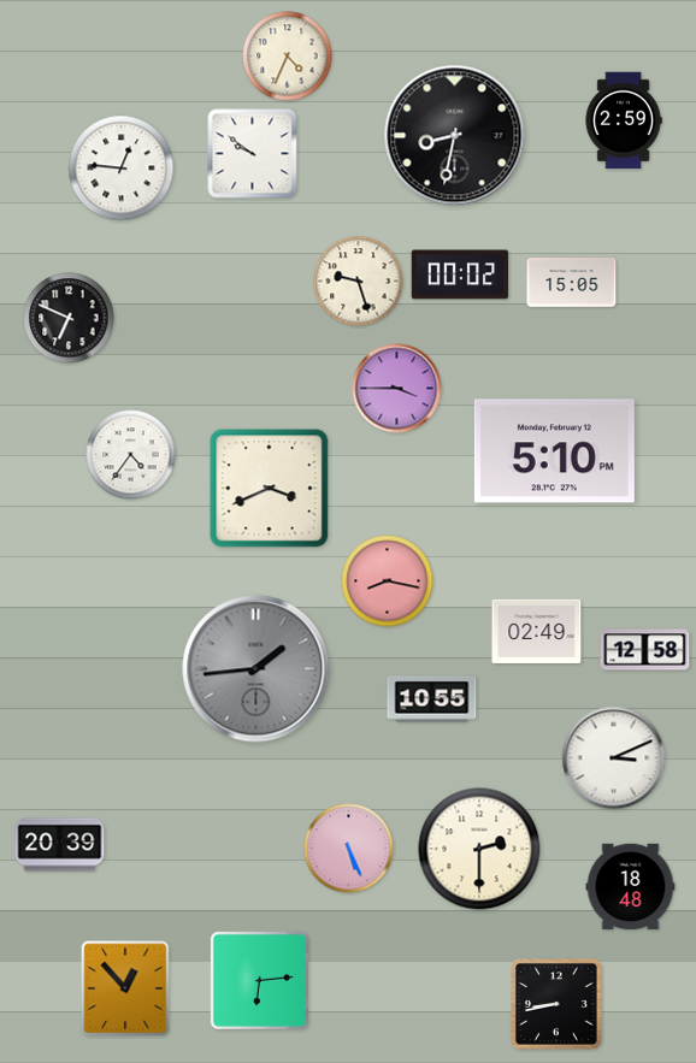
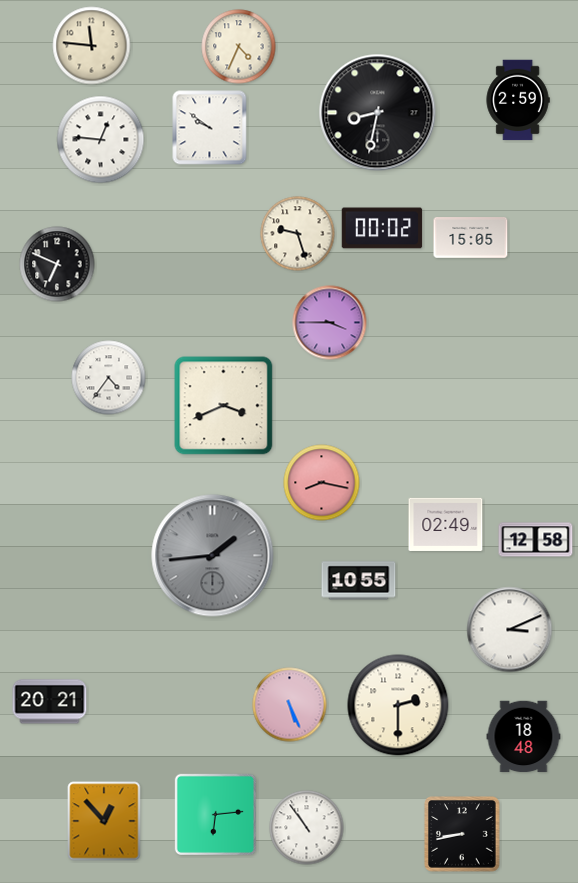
clock at (92, 46): none -> 11:46
clock at (572, 283) position: (572, 283) -> (471, 238)
clock at (554, 451): 5:10 -> none
clock at (60, 845): 20:39 -> 20:21
clock at (307, 828): none -> 10:54
